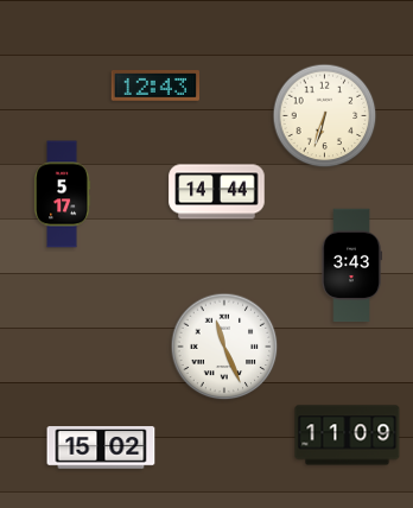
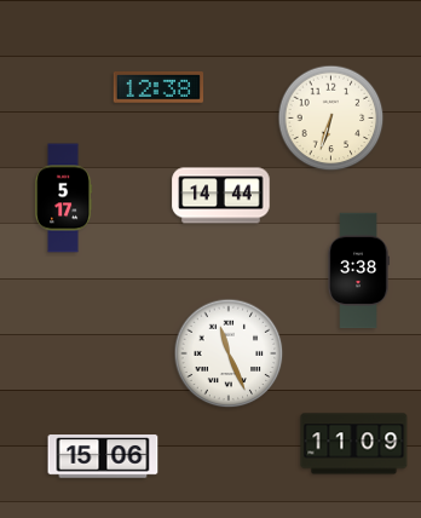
clock at (154, 87): 12:43 -> 12:38
clock at (351, 266): 3:43 -> 3:38
clock at (101, 447): 15:02 -> 15:06
